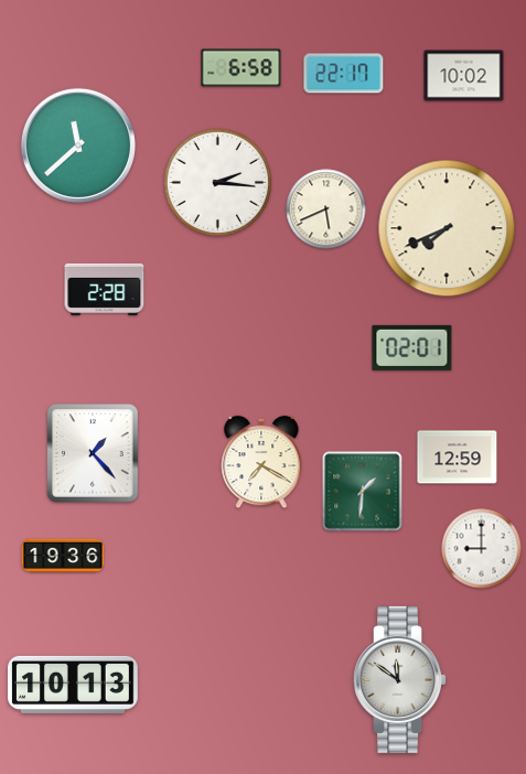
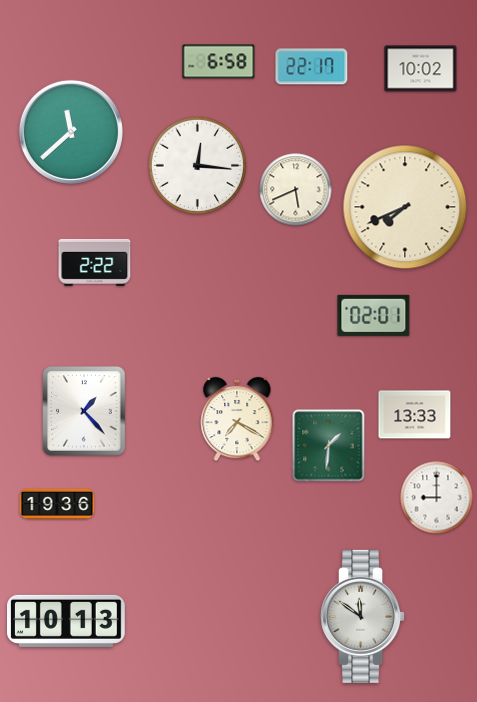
clock at (217, 182): 2:16 -> 12:16
clock at (105, 289): 2:28 -> 2:22
clock at (458, 458): 12:59 -> 13:33
